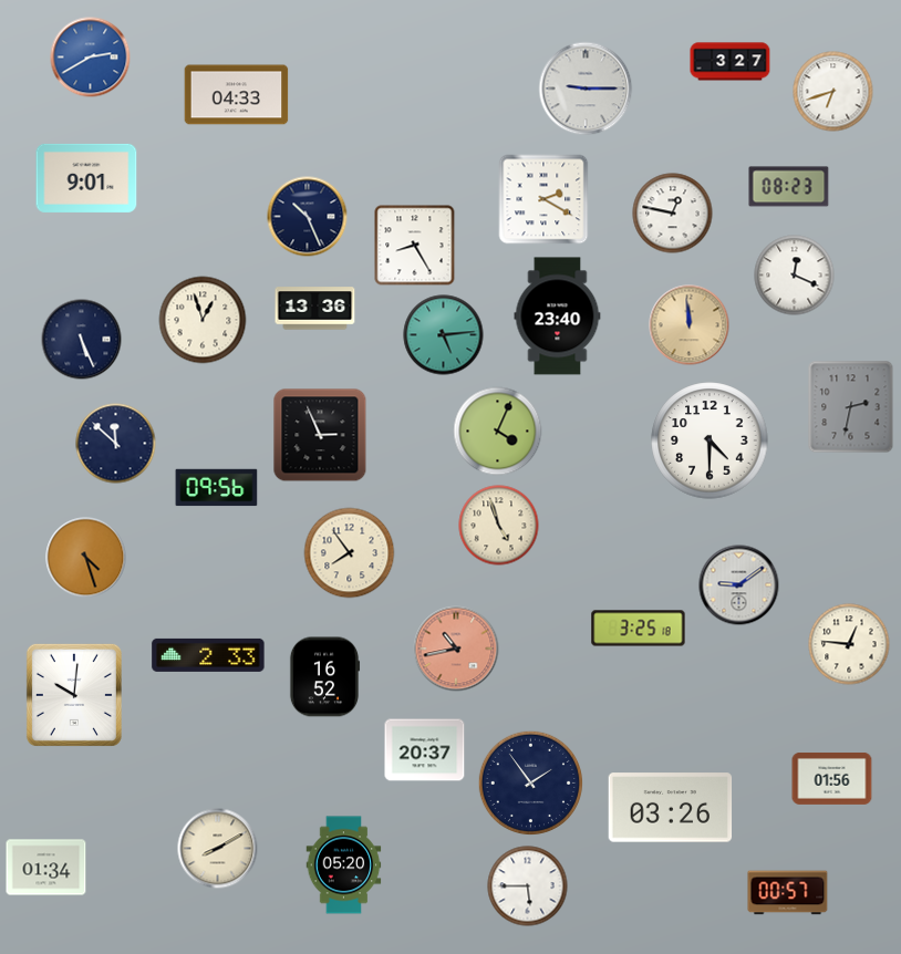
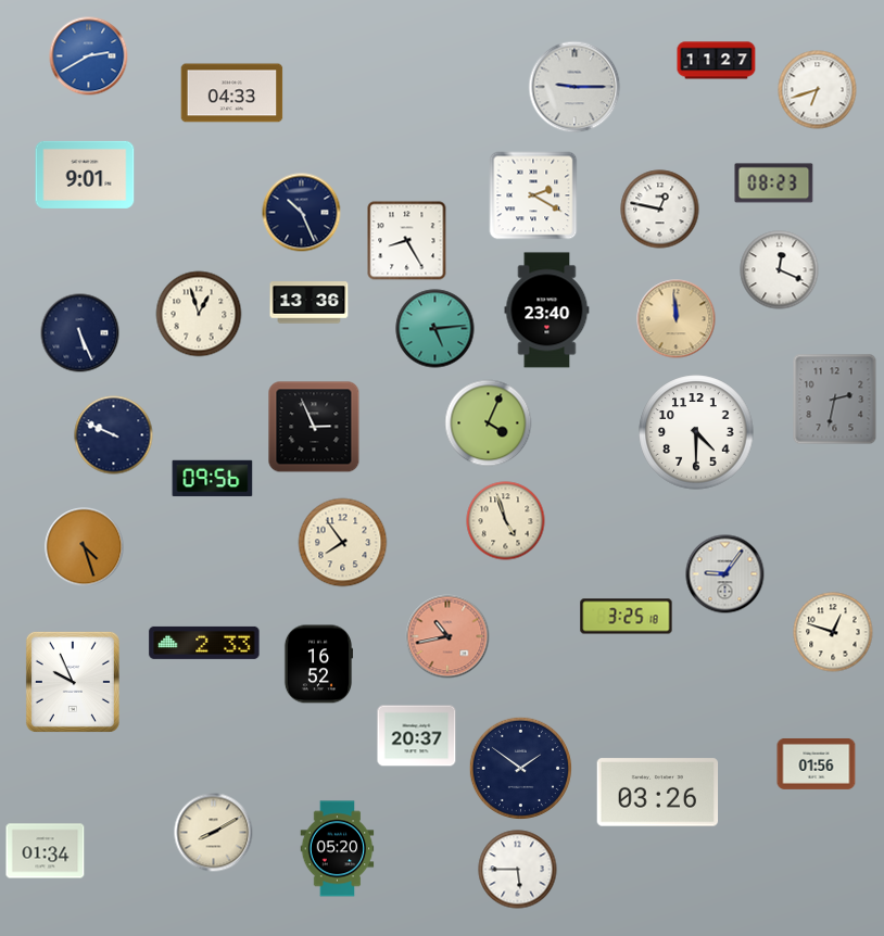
clock at (731, 62): 3:27 -> 11:27
clock at (116, 444): 11:52 -> 9:49
clock at (499, 526) position: (499, 526) -> (506, 521)
clock at (739, 585): 9:09 -> 9:06
clock at (849, 644): 12:46 -> 12:48
clock at (74, 695): 10:01 -> 9:56
clock at (530, 782): 1:54 -> 1:51
clock at (788, 893): 00:57 -> none
